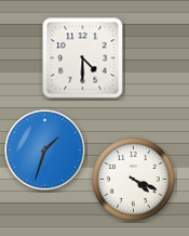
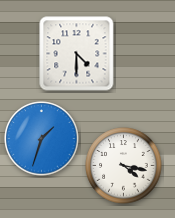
clock at (134, 180): 4:19 -> 4:17
